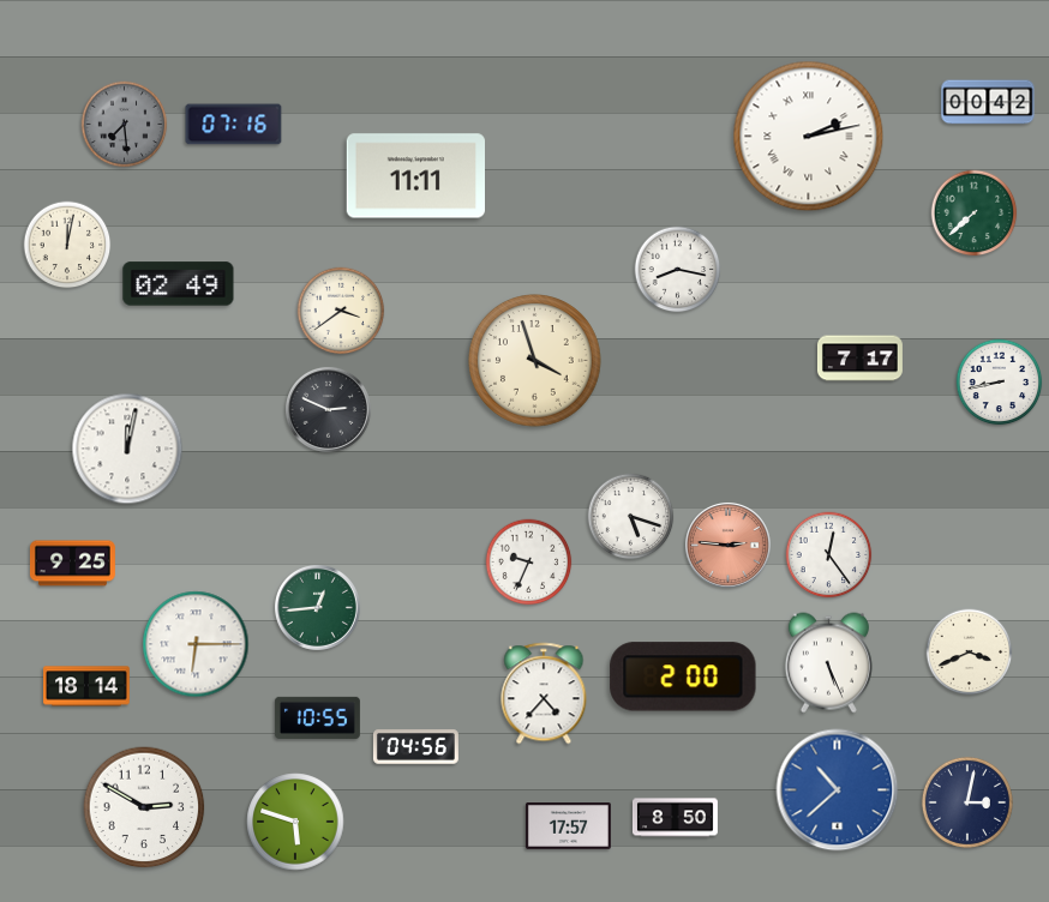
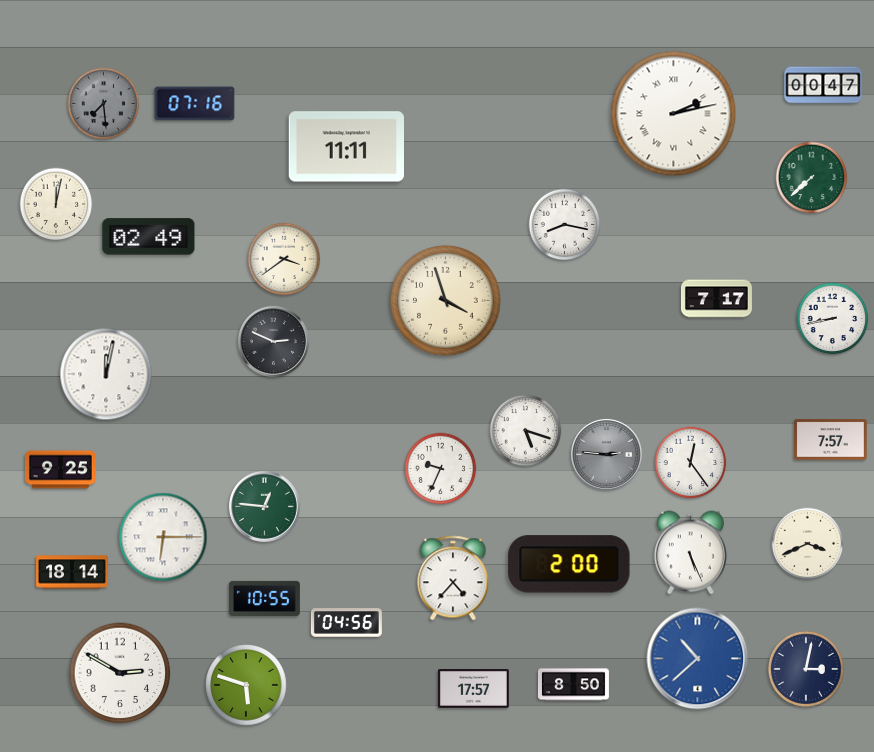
clock at (988, 102): 00:42 -> 00:47
clock at (831, 440): none -> 7:57
clock at (727, 545) dial: salmon -> grey
clock at (317, 607): 12:44 -> 12:46
clock at (675, 818) position: (675, 818) -> (573, 685)
